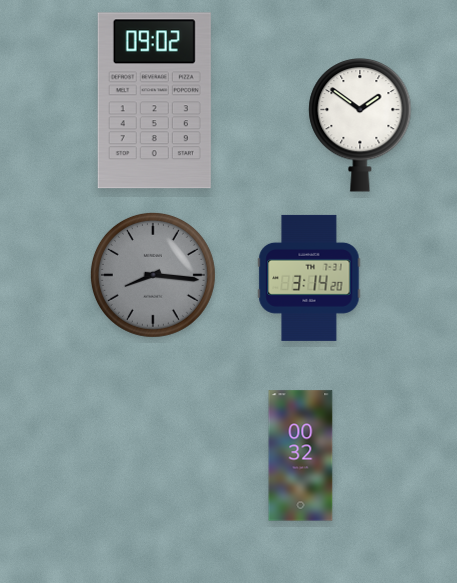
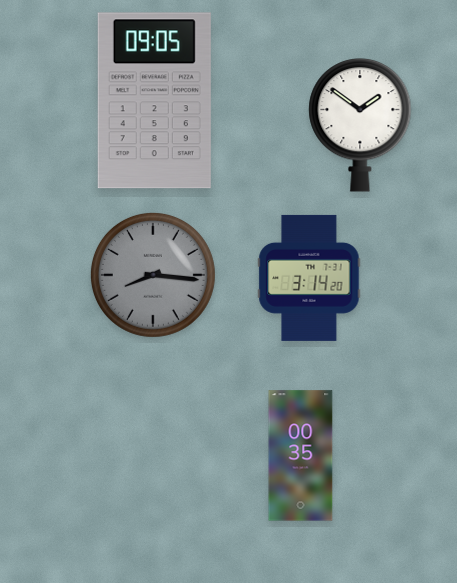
clock at (154, 101): 09:02 -> 09:05
clock at (301, 456): 00:32 -> 00:35
